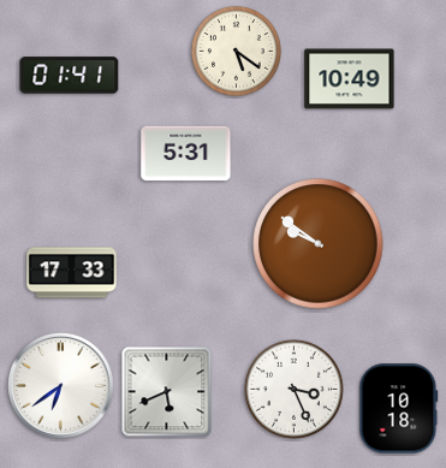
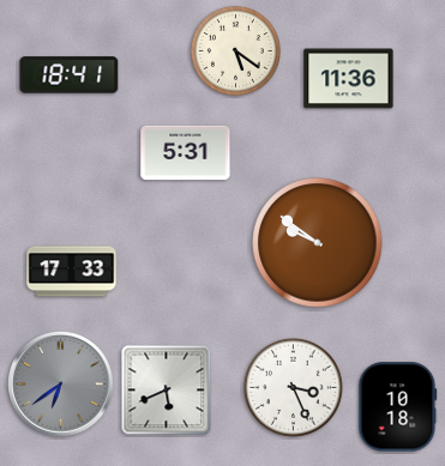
clock at (70, 76): 01:41 -> 18:41
clock at (350, 79): 10:49 -> 11:36
clock at (61, 386) dial: white -> grey
